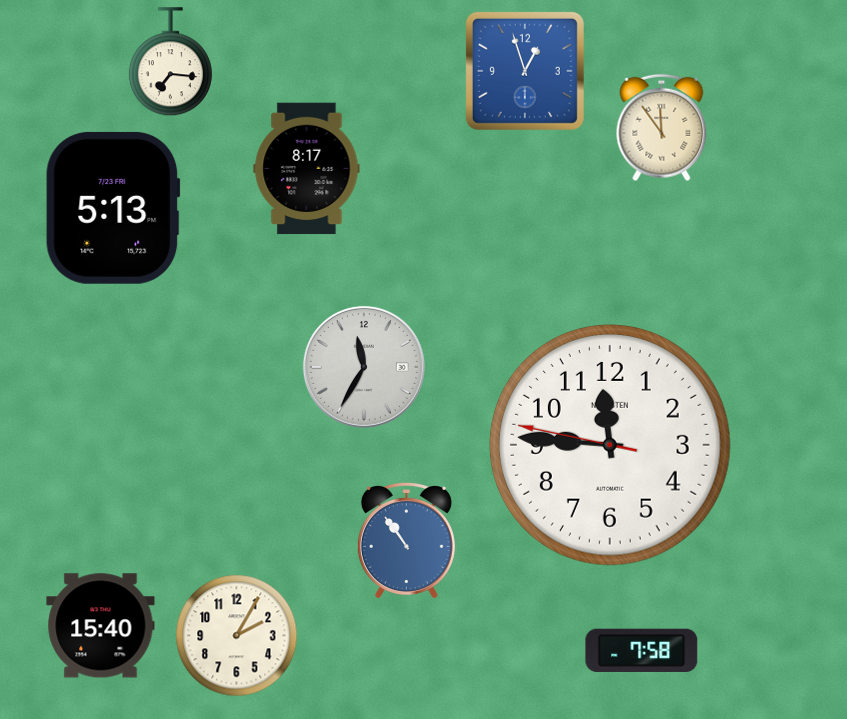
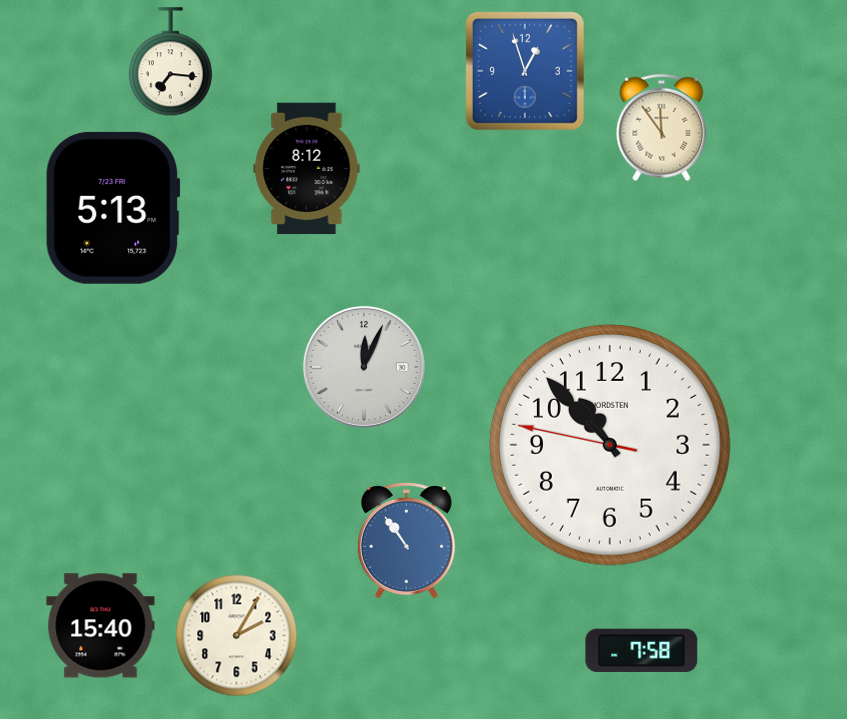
clock at (307, 169): 8:17 -> 8:12
clock at (364, 367): 11:35 -> 12:04
clock at (610, 445): 11:45 -> 10:52
